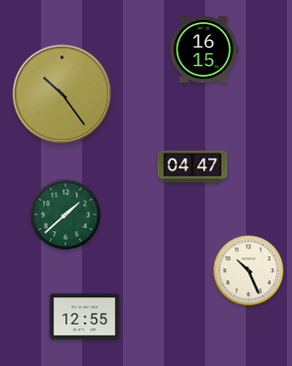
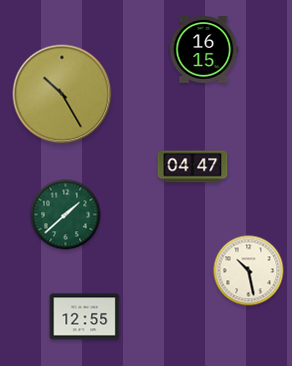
clock at (62, 94): 10:24 -> 10:25
clock at (249, 271): 10:26 -> 10:28
